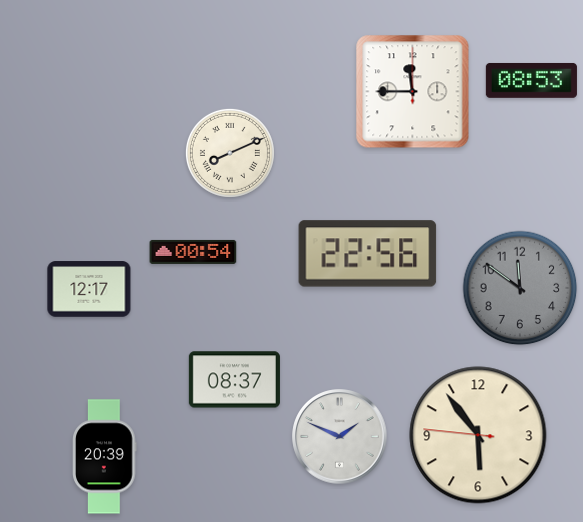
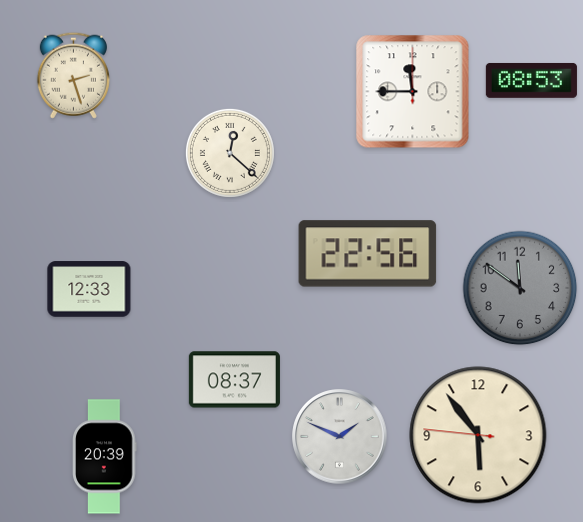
clock at (73, 75): none -> 2:27
clock at (230, 153): 8:11 -> 12:22
clock at (193, 252): 00:54 -> none
clock at (89, 289): 12:17 -> 12:33
